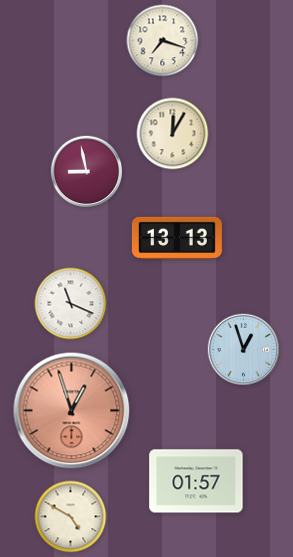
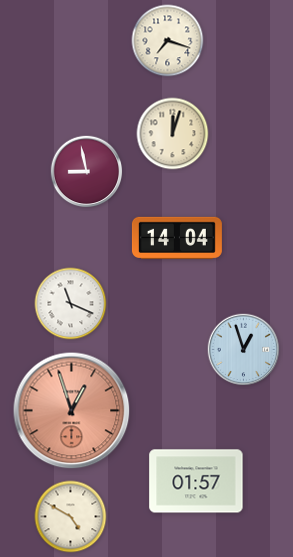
clock at (163, 41) position: (163, 41) -> (168, 41)
clock at (173, 134): 12:05 -> 12:03
clock at (177, 238): 13:13 -> 14:04
